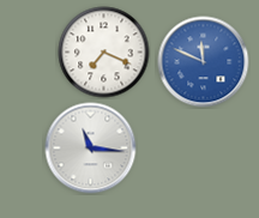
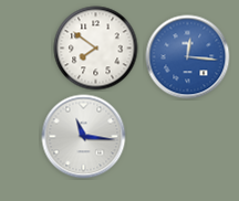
clock at (104, 53): 7:19 -> 7:51
clock at (204, 62): 11:49 -> 12:16
